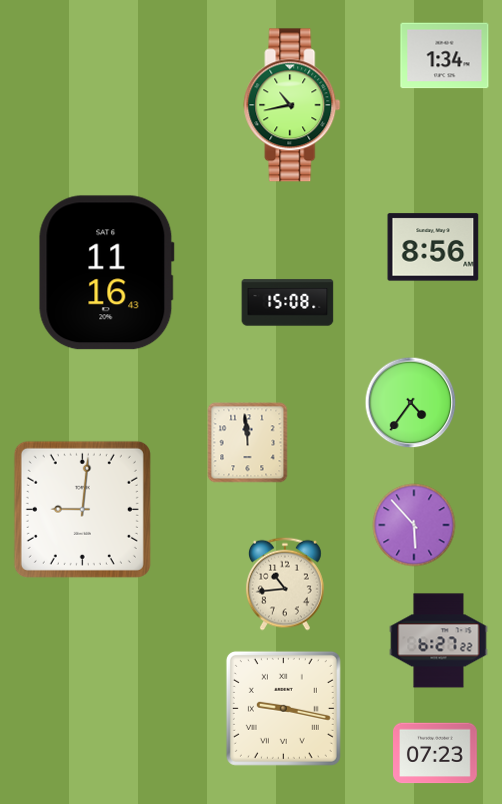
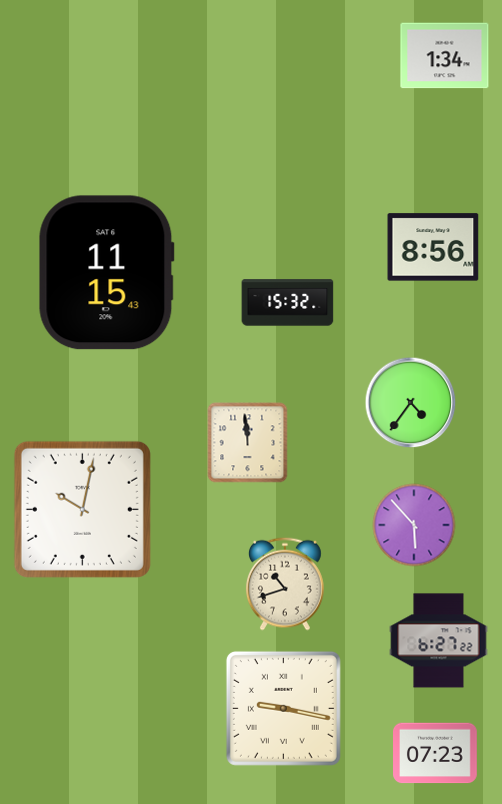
clock at (292, 105): 10:43 -> none
clock at (106, 273): 11:16 -> 11:15
clock at (288, 303): 15:08 -> 15:32
clock at (82, 509): 9:01 -> 10:02
clock at (285, 584): 10:44 -> 10:42
